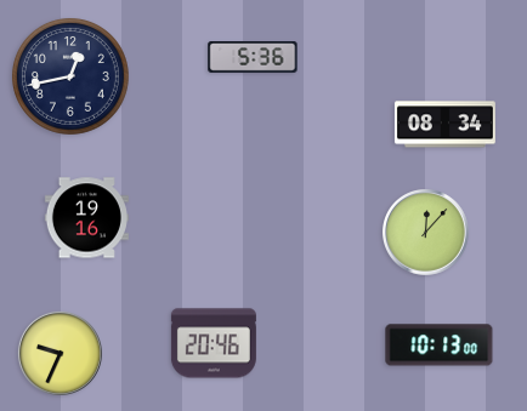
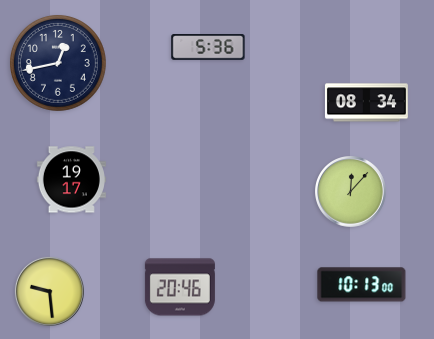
clock at (86, 218): 19:16 -> 19:17
clock at (214, 343) position: (214, 343) -> (180, 287)
clock at (59, 353): 9:34 -> 9:29
